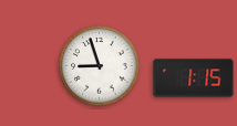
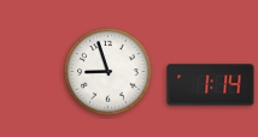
clock at (194, 78): 1:15 -> 1:14
